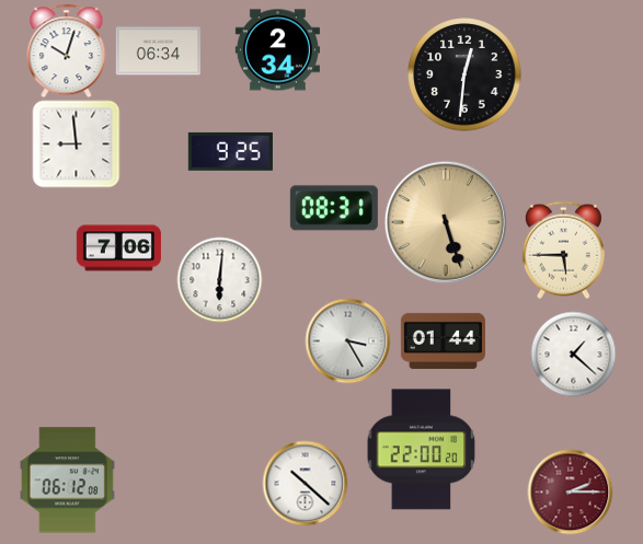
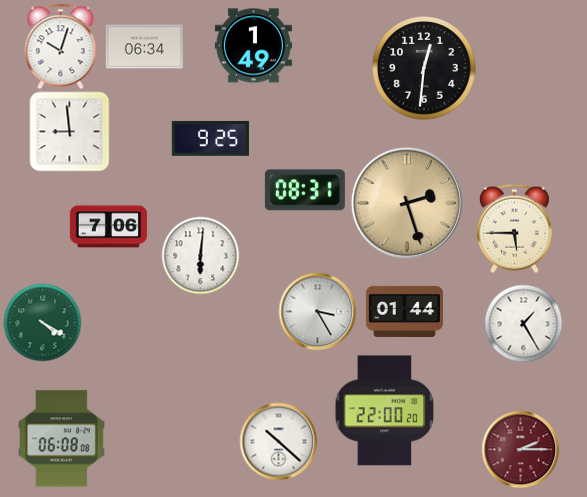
clock at (277, 50): 2:34 -> 1:49
clock at (445, 221): 5:27 -> 2:27
clock at (42, 322): none -> 4:20
clock at (573, 354): 1:22 -> 1:25
clock at (67, 481): 06:12 -> 06:08
